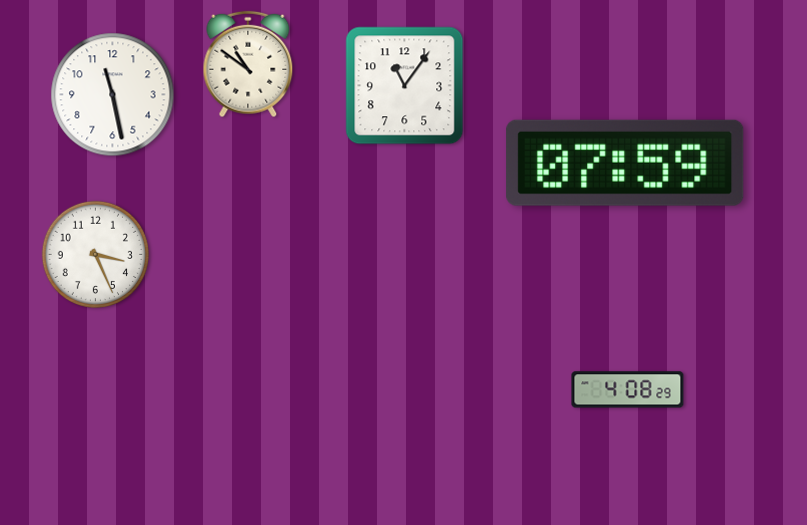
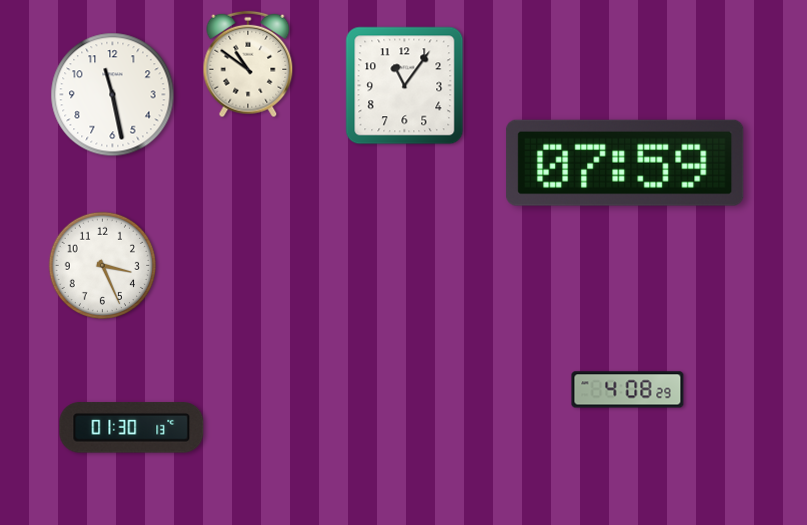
clock at (95, 254) position: (95, 254) -> (102, 265)
clock at (132, 428): none -> 01:30
